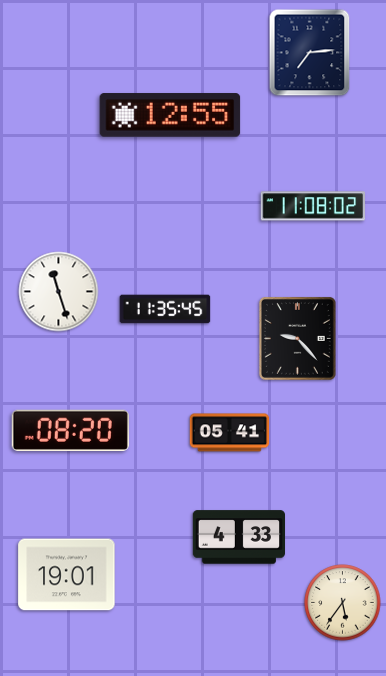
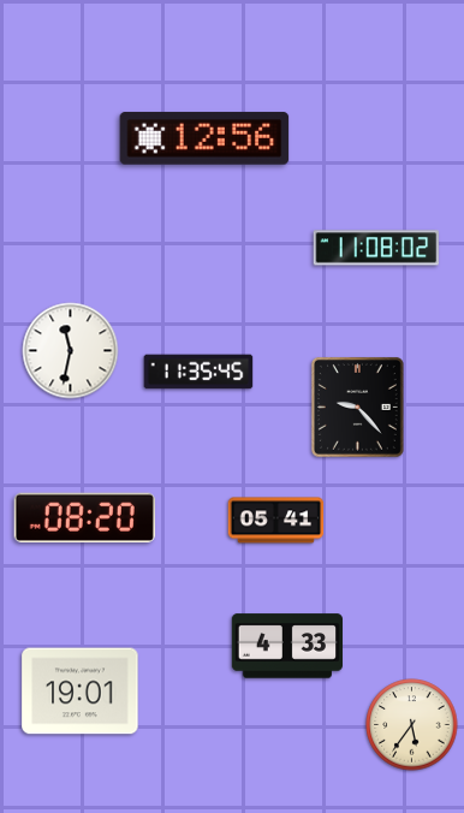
clock at (310, 53): 7:14 -> none
clock at (170, 115): 12:55 -> 12:56
clock at (59, 292): 11:27 -> 11:32
